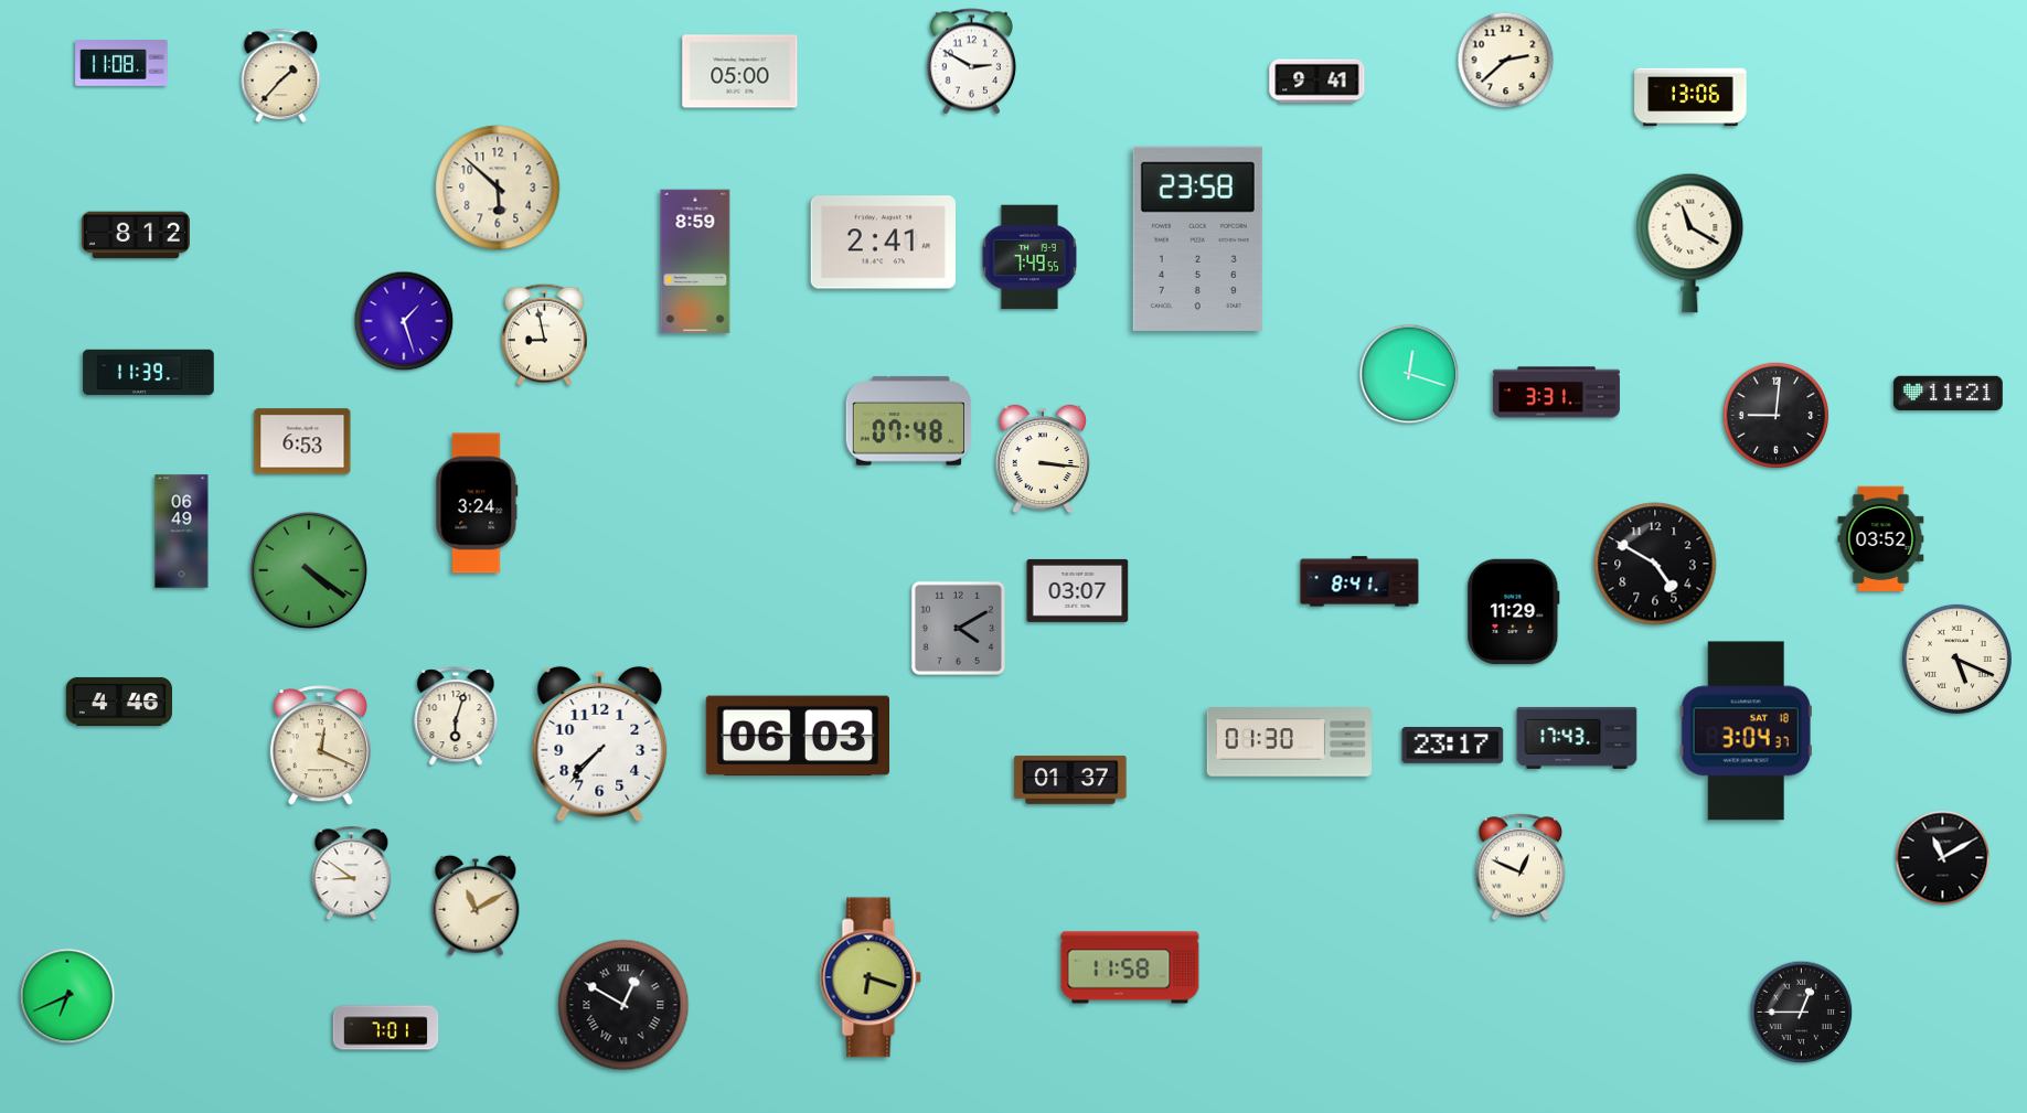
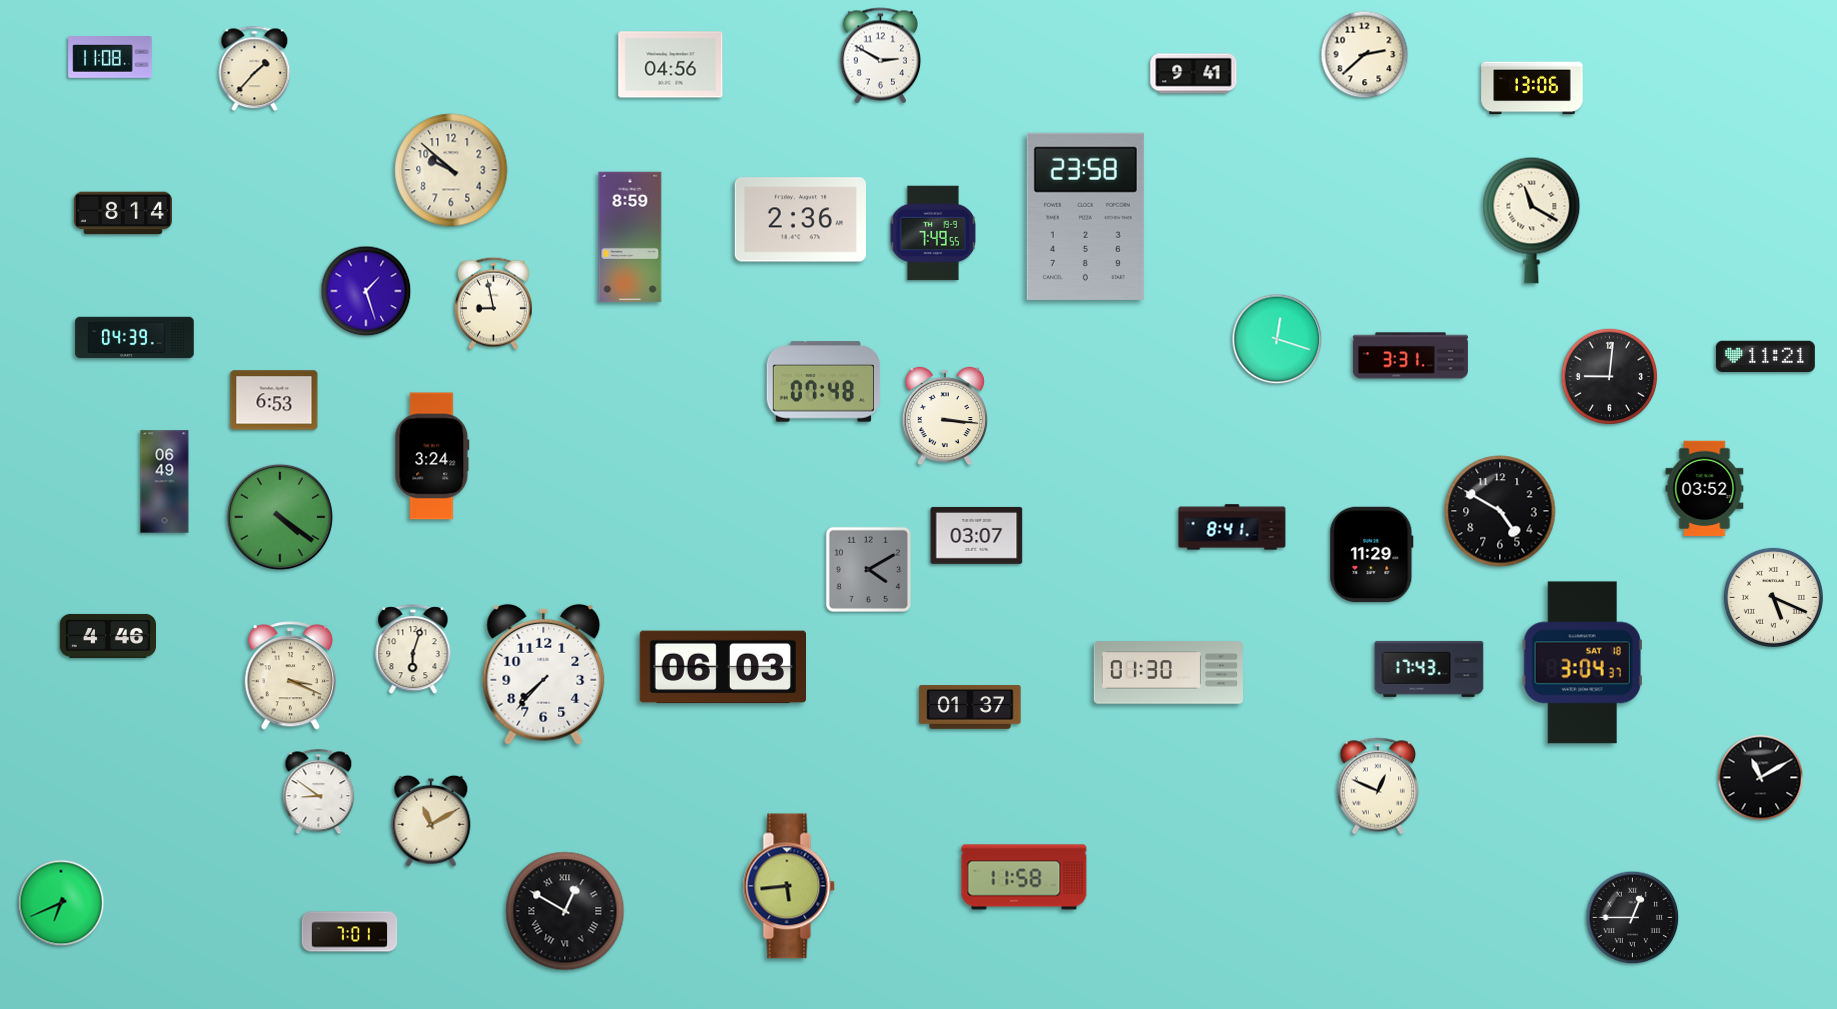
clock at (740, 72): 05:00 -> 04:56
clock at (498, 188): 5:52 -> 9:52
clock at (136, 235): 8:12 -> 8:14
clock at (883, 243): 2:41 -> 2:36
clock at (149, 373): 11:39 -> 04:39
clock at (320, 746): 12:19 -> 3:19
clock at (1453, 746): 23:17 -> none
clock at (871, 977): 6:18 -> 5:44
